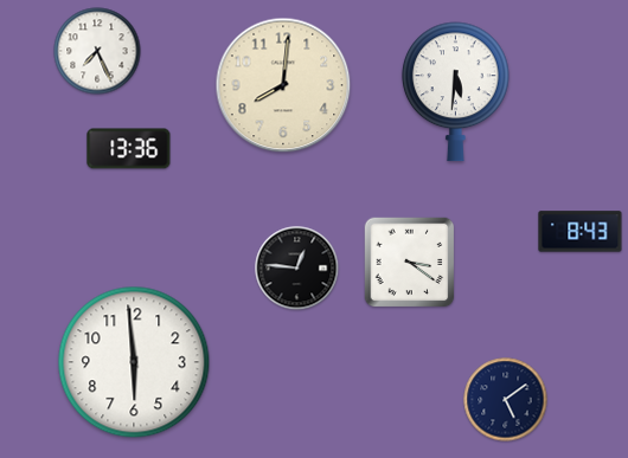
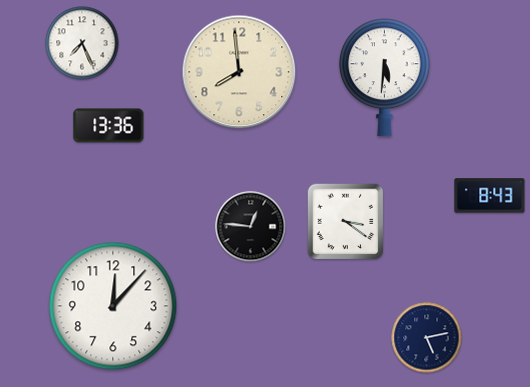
clock at (283, 85): 8:01 -> 7:59
clock at (134, 362): 5:59 -> 12:07
clock at (506, 400): 5:09 -> 5:13
